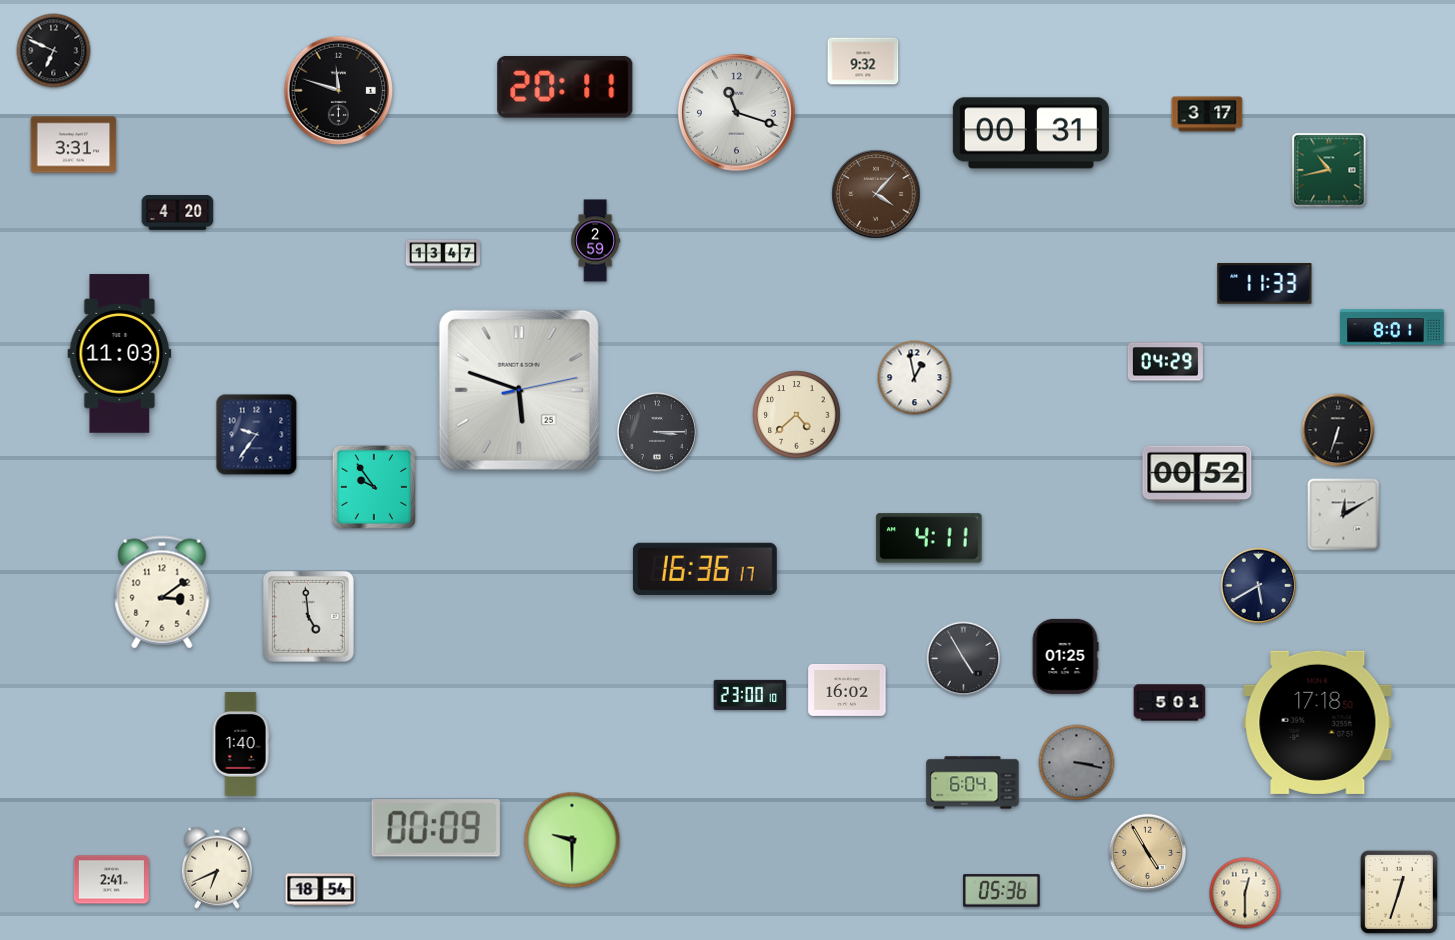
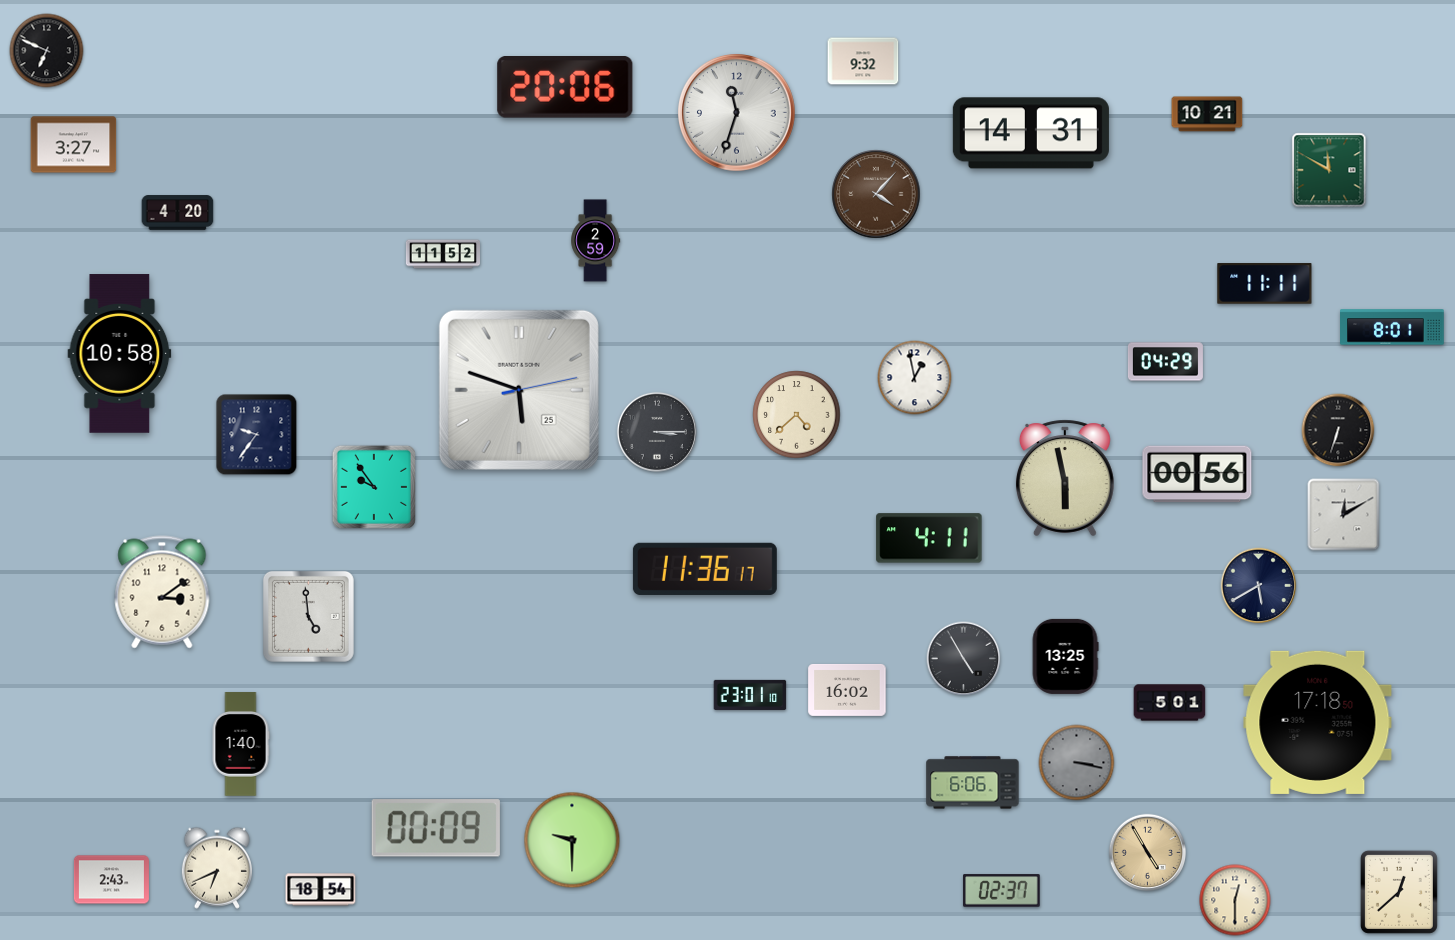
clock at (54, 51) position: (54, 51) -> (47, 51)
clock at (565, 88): 20:11 -> 20:06
clock at (339, 91): 11:48 -> none
clock at (737, 113): 11:18 -> 11:33
clock at (1207, 114): 3:17 -> 10:21
clock at (1031, 133): 00:31 -> 14:31
clock at (74, 145): 3:31 -> 3:27
clock at (1329, 170): 10:43 -> 11:50
clock at (442, 254): 13:47 -> 11:52
clock at (1265, 284): 11:33 -> 11:11
clock at (120, 354): 11:03 -> 10:58
clock at (1197, 474): 00:52 -> 00:56
clock at (1065, 478): none -> 5:58
clock at (705, 569): 16:36 -> 11:36
clock at (1065, 656): 01:25 -> 13:25
clock at (750, 695): 23:00 -> 23:01
clock at (973, 783): 6:04 -> 6:06
clock at (111, 880): 2:41 -> 2:43
clock at (1002, 891): 05:36 -> 02:37
clock at (1399, 892): 12:33 -> 12:38
clock at (1245, 893) position: (1245, 893) -> (1235, 900)
